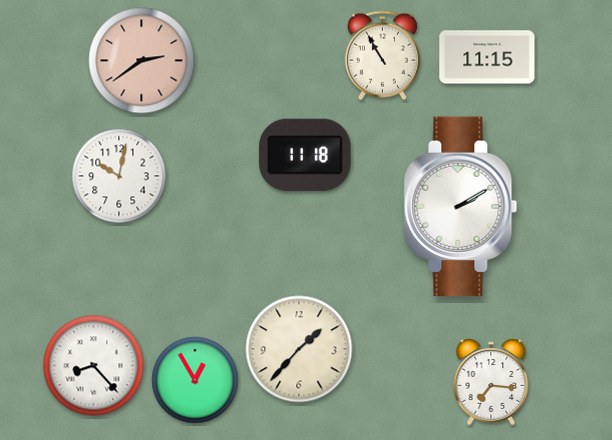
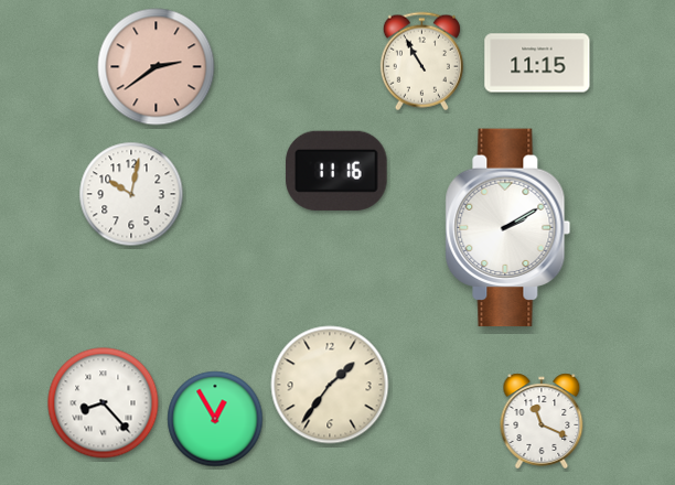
clock at (305, 155): 11:18 -> 11:16
clock at (299, 349): 1:37 -> 1:36
clock at (491, 382): 7:16 -> 11:19
